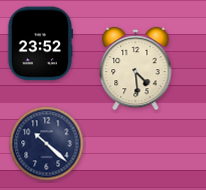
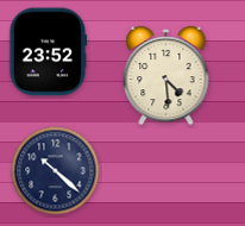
clock at (136, 69) position: (136, 69) -> (167, 76)
